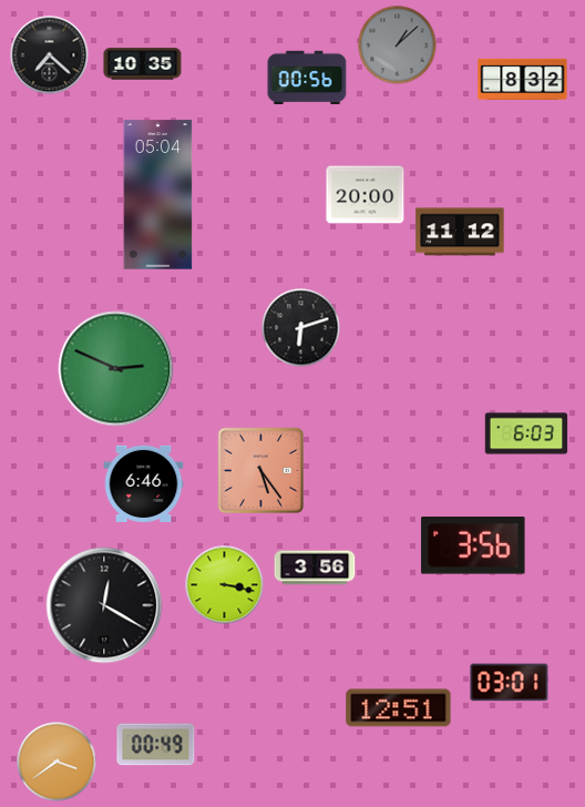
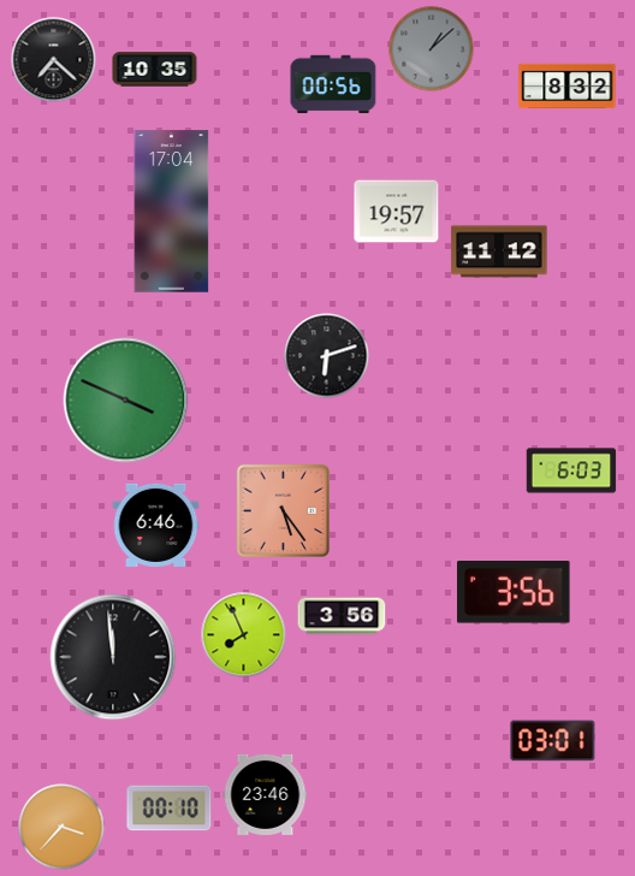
clock at (158, 195): 05:04 -> 17:04
clock at (366, 195): 20:00 -> 19:57
clock at (116, 369): 2:49 -> 3:49
clock at (225, 585): 3:17 -> 7:56
clock at (104, 605): 12:20 -> 11:59
clock at (399, 708): 12:51 -> none
clock at (266, 794): none -> 23:46
clock at (156, 745): 00:49 -> 00:10
clock at (57, 762): 3:39 -> 3:37
